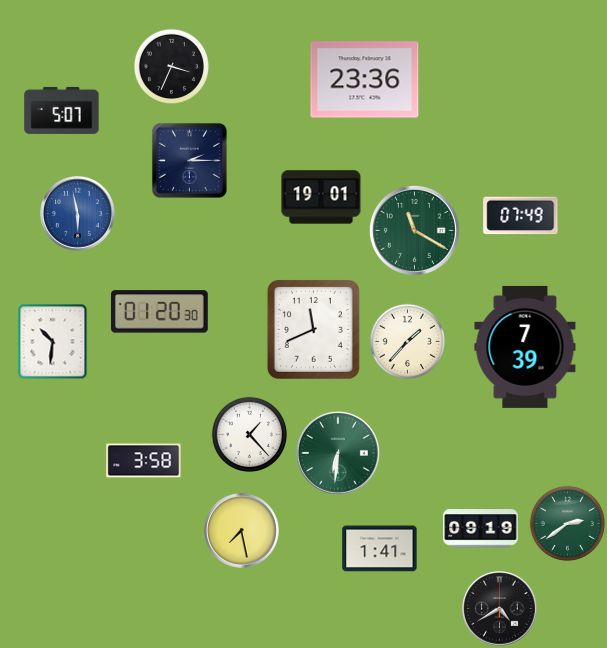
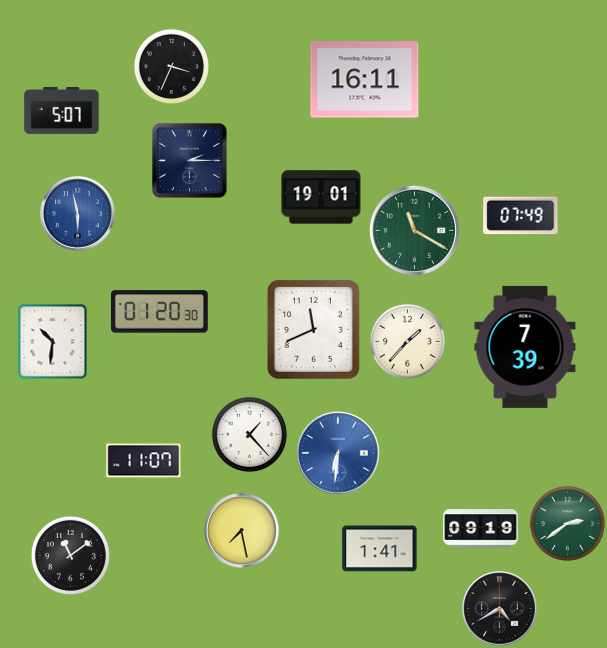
clock at (365, 80): 23:36 -> 16:11
clock at (338, 453) dial: green -> blue
clock at (144, 461): 3:58 -> 11:07
clock at (70, 555): none -> 11:09
